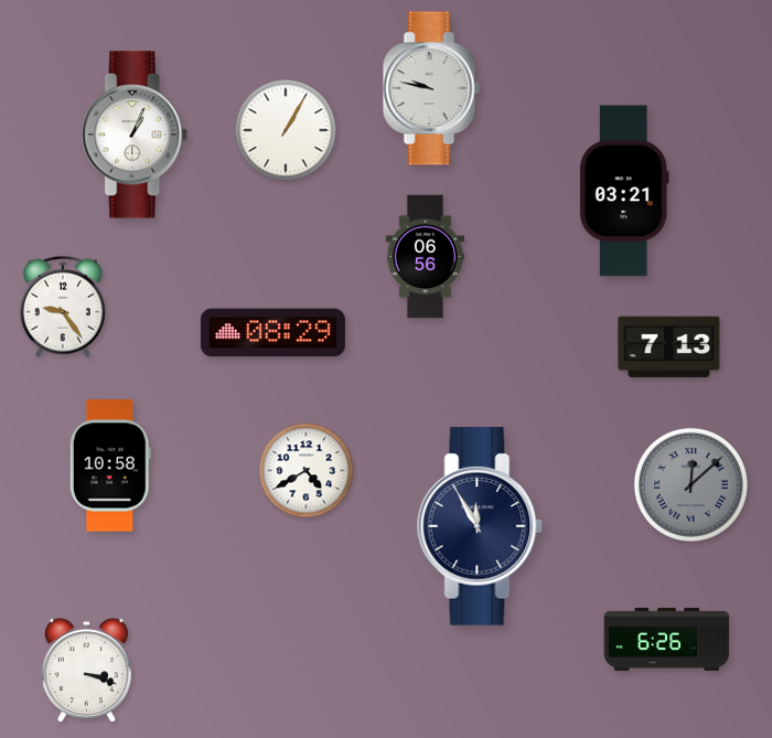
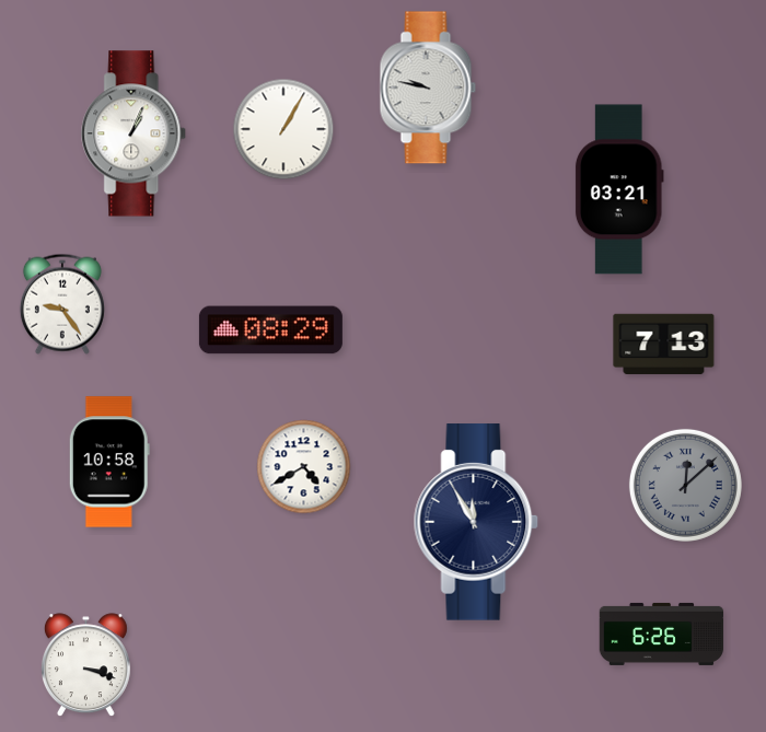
clock at (426, 257): 06:56 -> none
clock at (690, 484) position: (690, 484) -> (685, 485)
